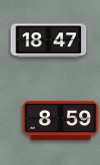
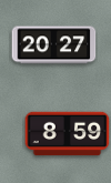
clock at (49, 41): 18:47 -> 20:27
